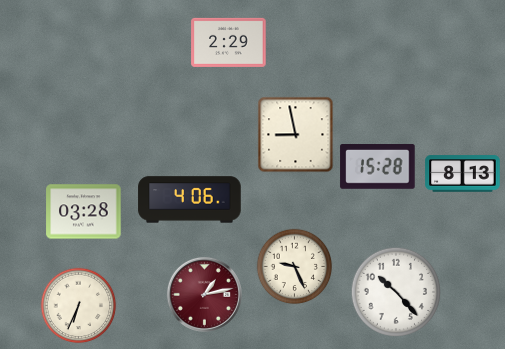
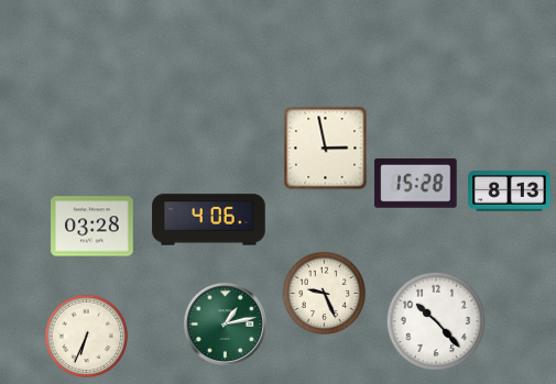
clock at (229, 42): 2:29 -> none
clock at (296, 135): 8:58 -> 2:58
clock at (84, 212) position: (84, 212) -> (92, 227)
clock at (204, 294) dial: burgundy -> green
